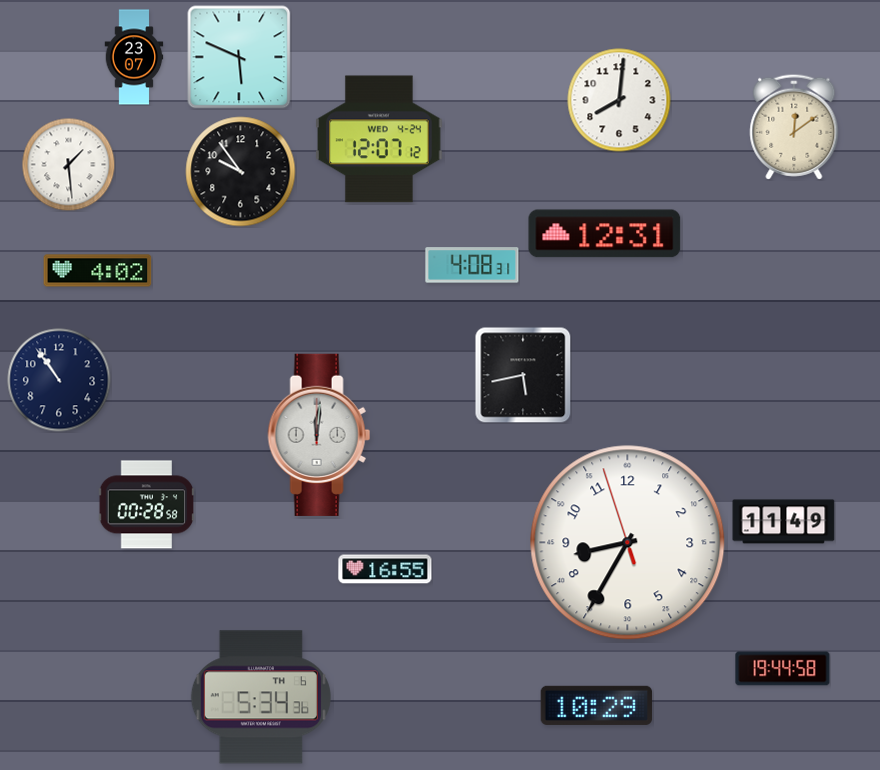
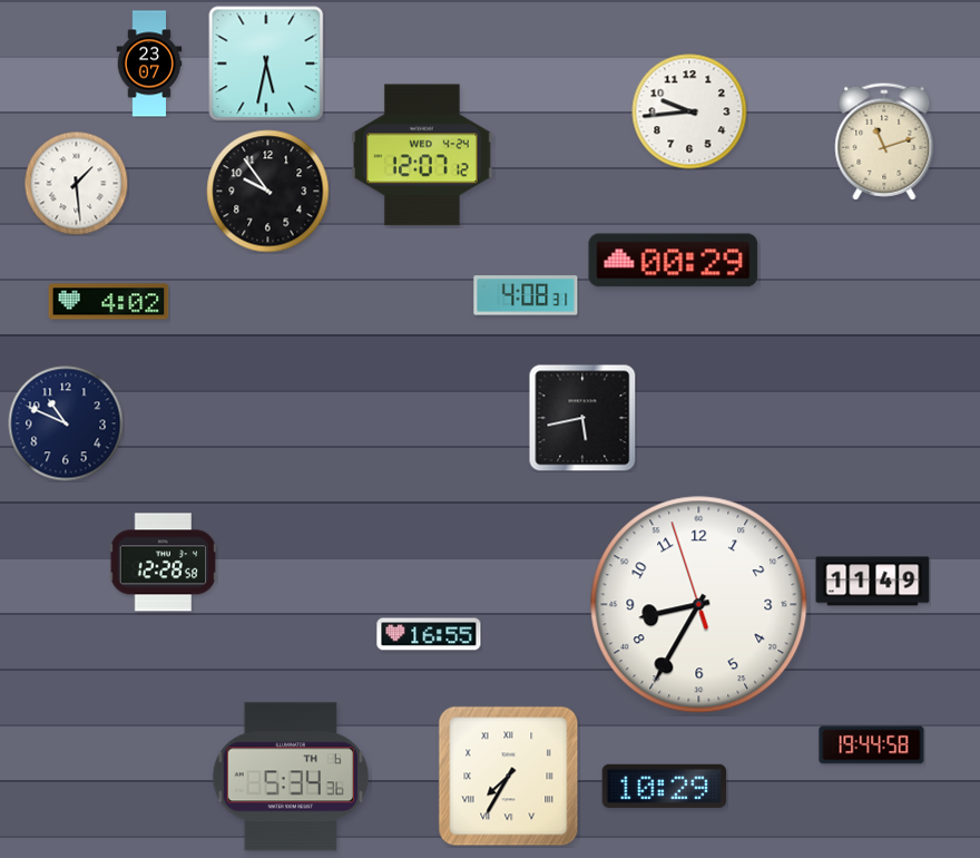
clock at (239, 57): 5:49 -> 5:32
clock at (619, 100): 8:01 -> 9:44
clock at (794, 127): 12:09 -> 11:12
clock at (605, 234): 12:31 -> 00:29
clock at (59, 380): 10:54 -> 10:49
clock at (319, 435): 12:01 -> none
clock at (146, 505): 00:28 -> 12:28
clock at (509, 777): none -> 7:35
